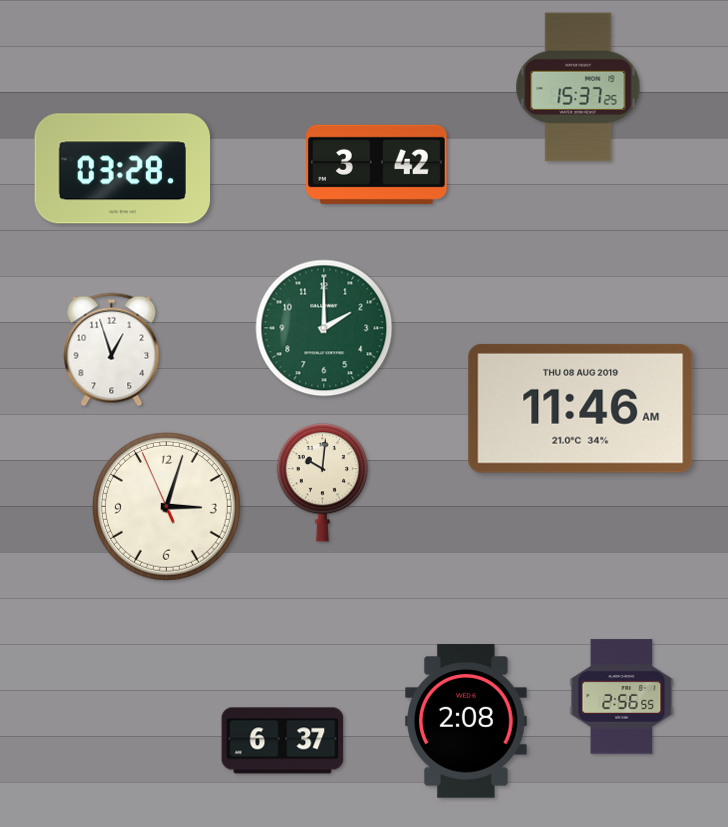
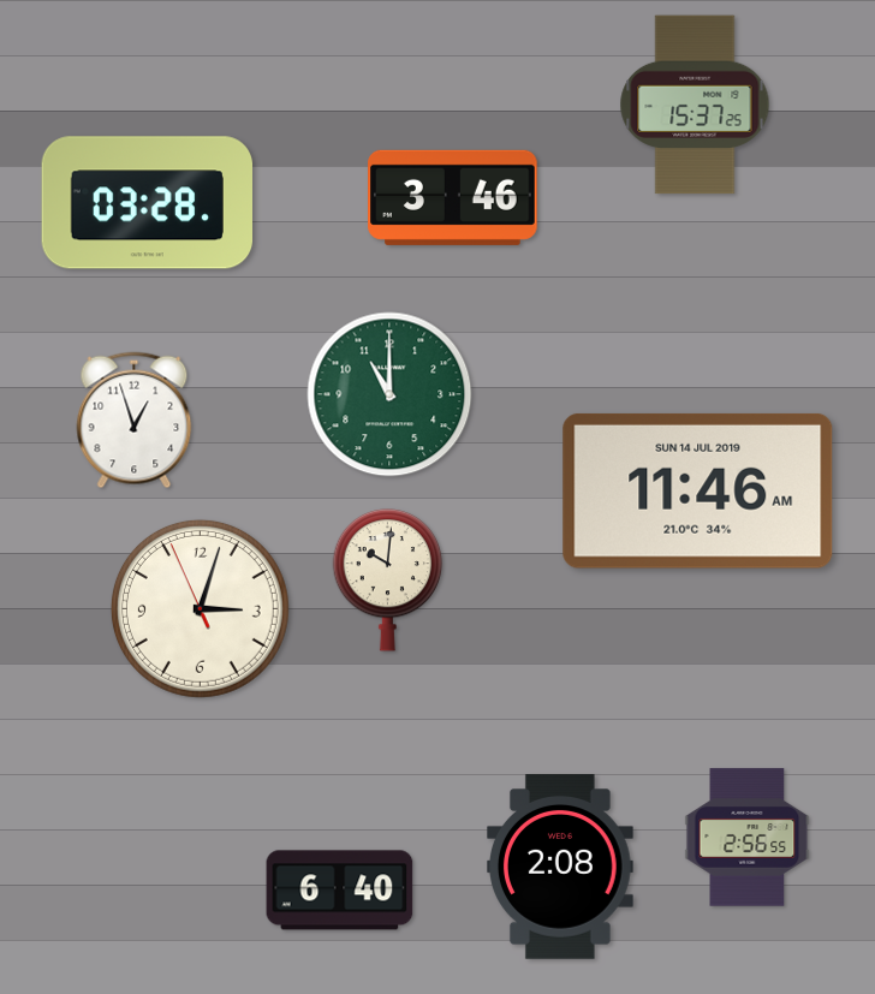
clock at (377, 164): 3:42 -> 3:46
clock at (324, 328): 2:00 -> 11:00
clock at (581, 408) date: THU 08 AUG 2019 -> SUN 14 JUL 2019
clock at (283, 741): 6:37 -> 6:40
